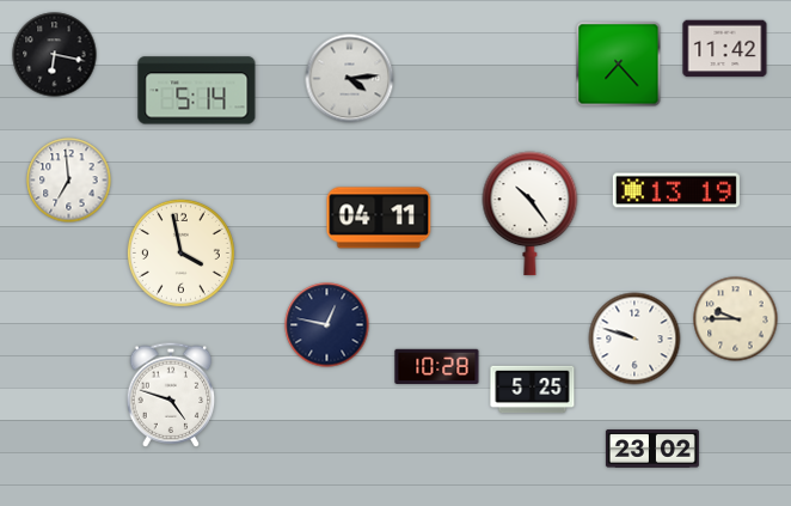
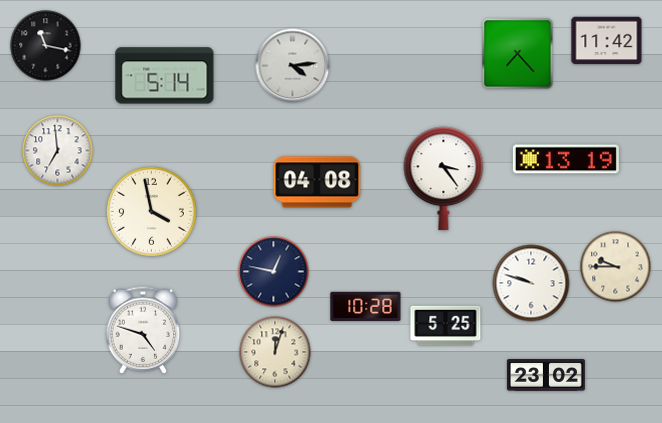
clock at (55, 55): 6:17 -> 11:17
clock at (531, 214): 10:24 -> 3:24
clock at (379, 218): 04:11 -> 04:08
clock at (275, 352): none -> 12:03
